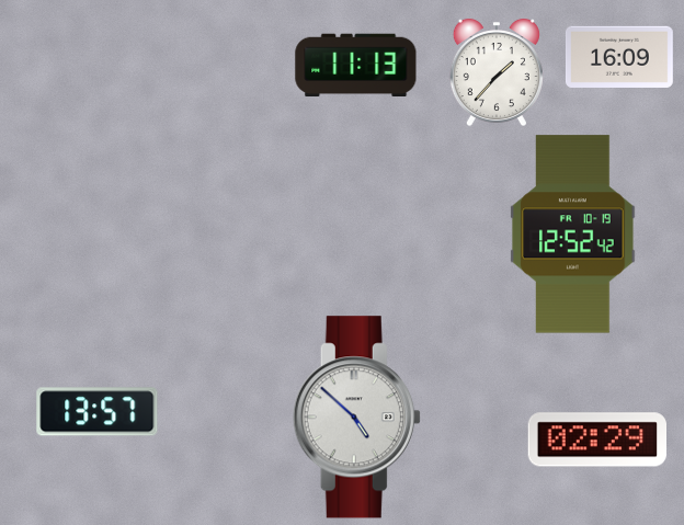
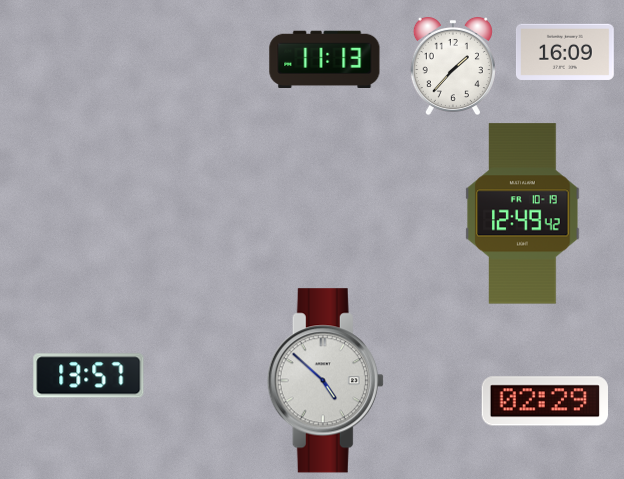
clock at (573, 235): 12:52 -> 12:49
